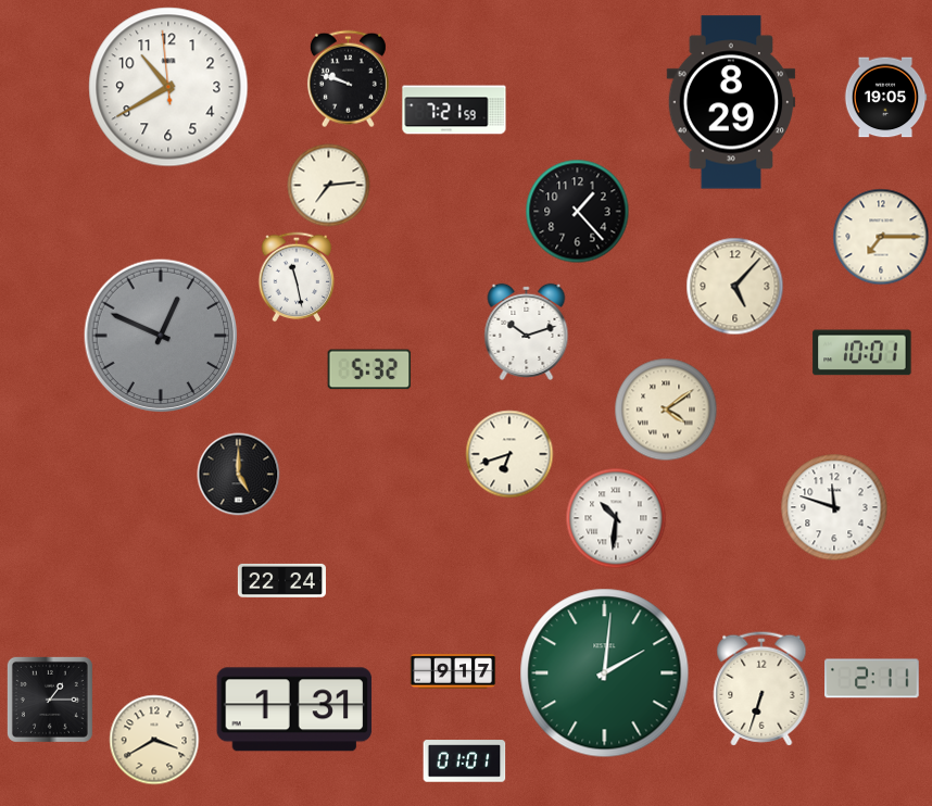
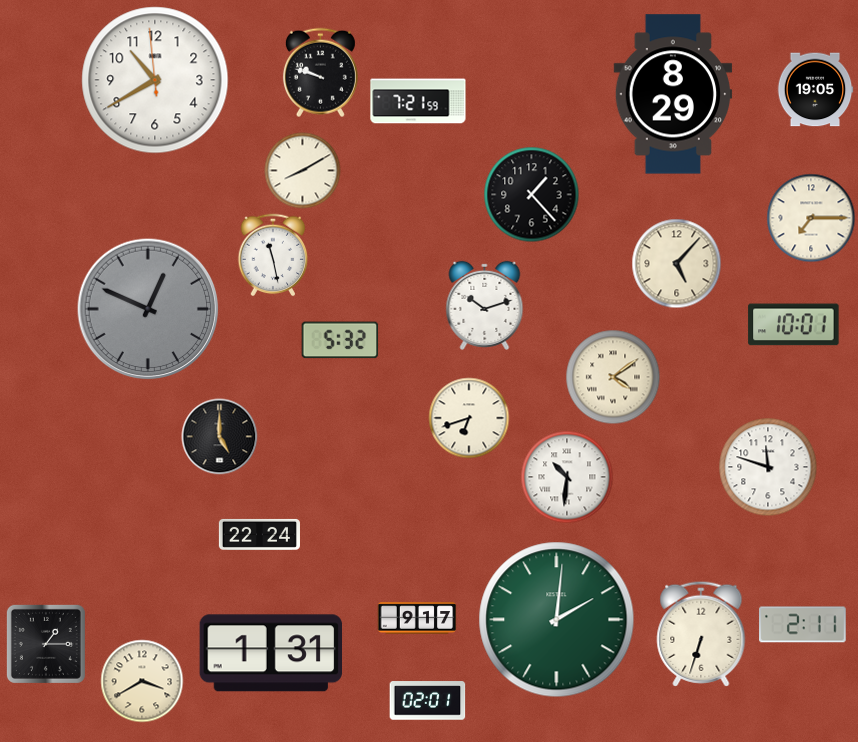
clock at (329, 186): 7:14 -> 8:10
clock at (465, 761): 01:01 -> 02:01
